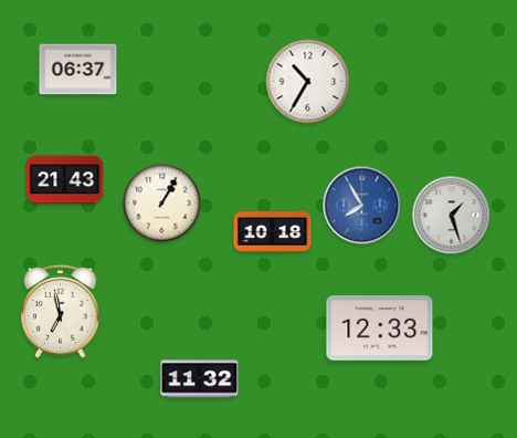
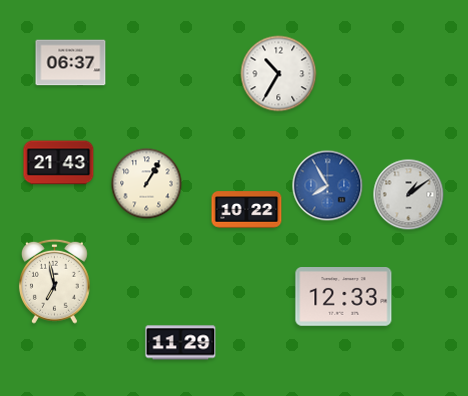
clock at (452, 216): 1:27 -> 1:09
clock at (273, 232): 10:18 -> 10:22
clock at (200, 379): 11:32 -> 11:29
